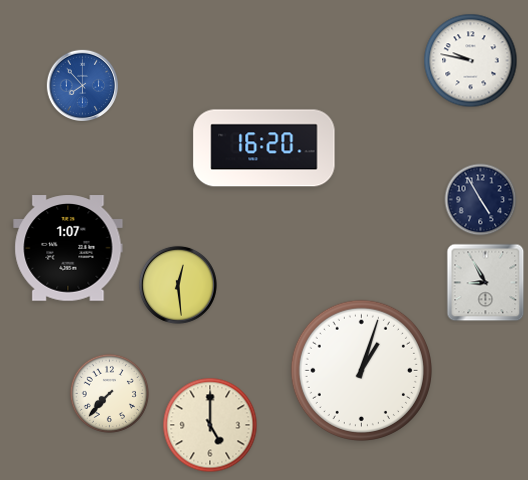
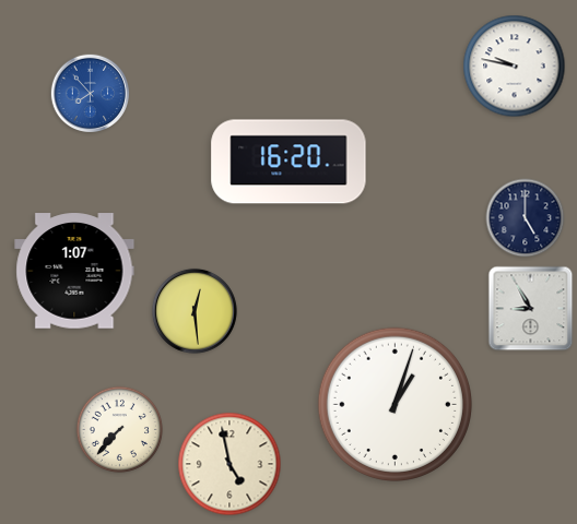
clock at (481, 200): 4:55 -> 5:00
clock at (210, 425): 5:00 -> 4:58
